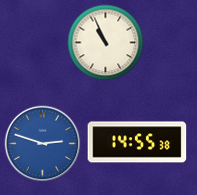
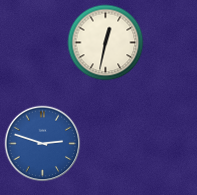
clock at (106, 43): 10:56 -> 12:32
clock at (137, 142): 14:55 -> none
